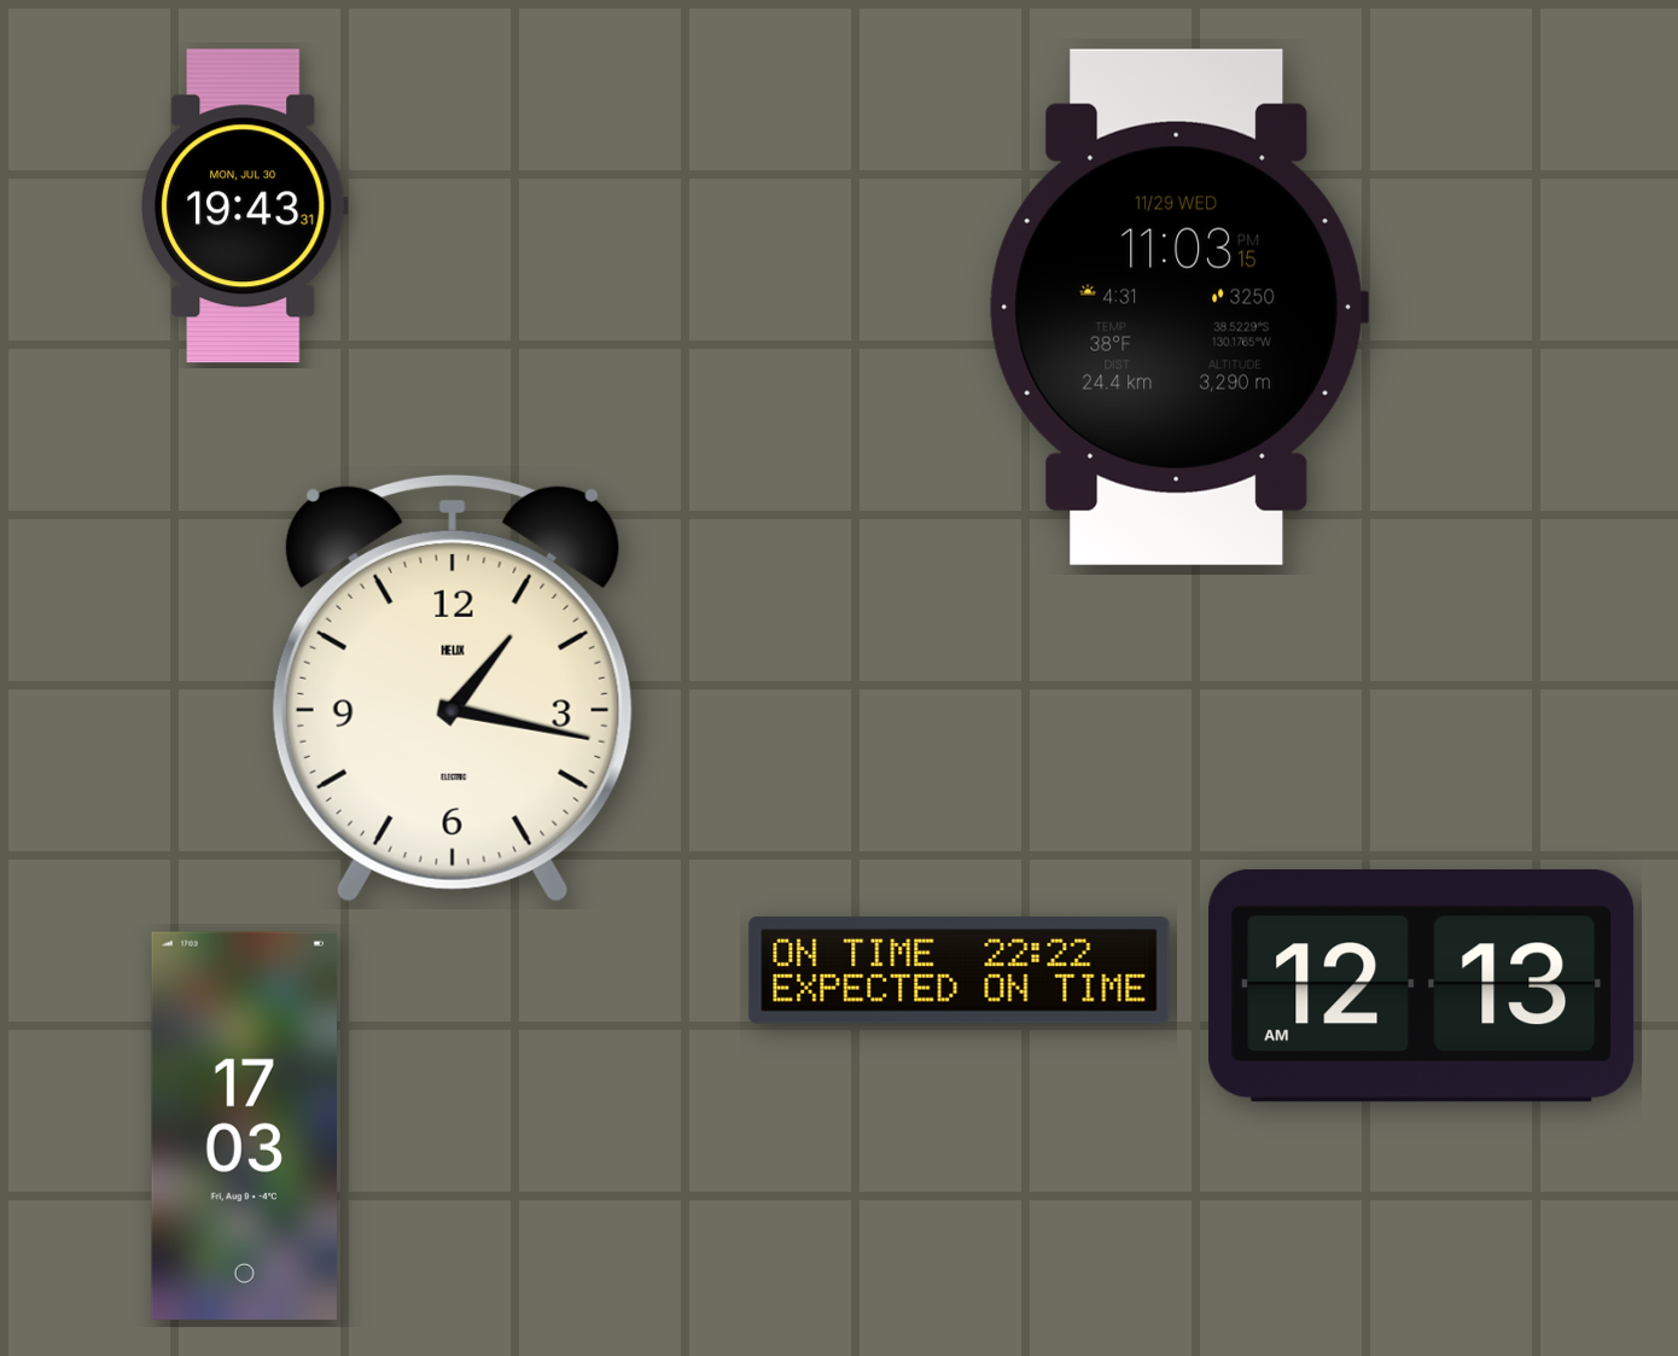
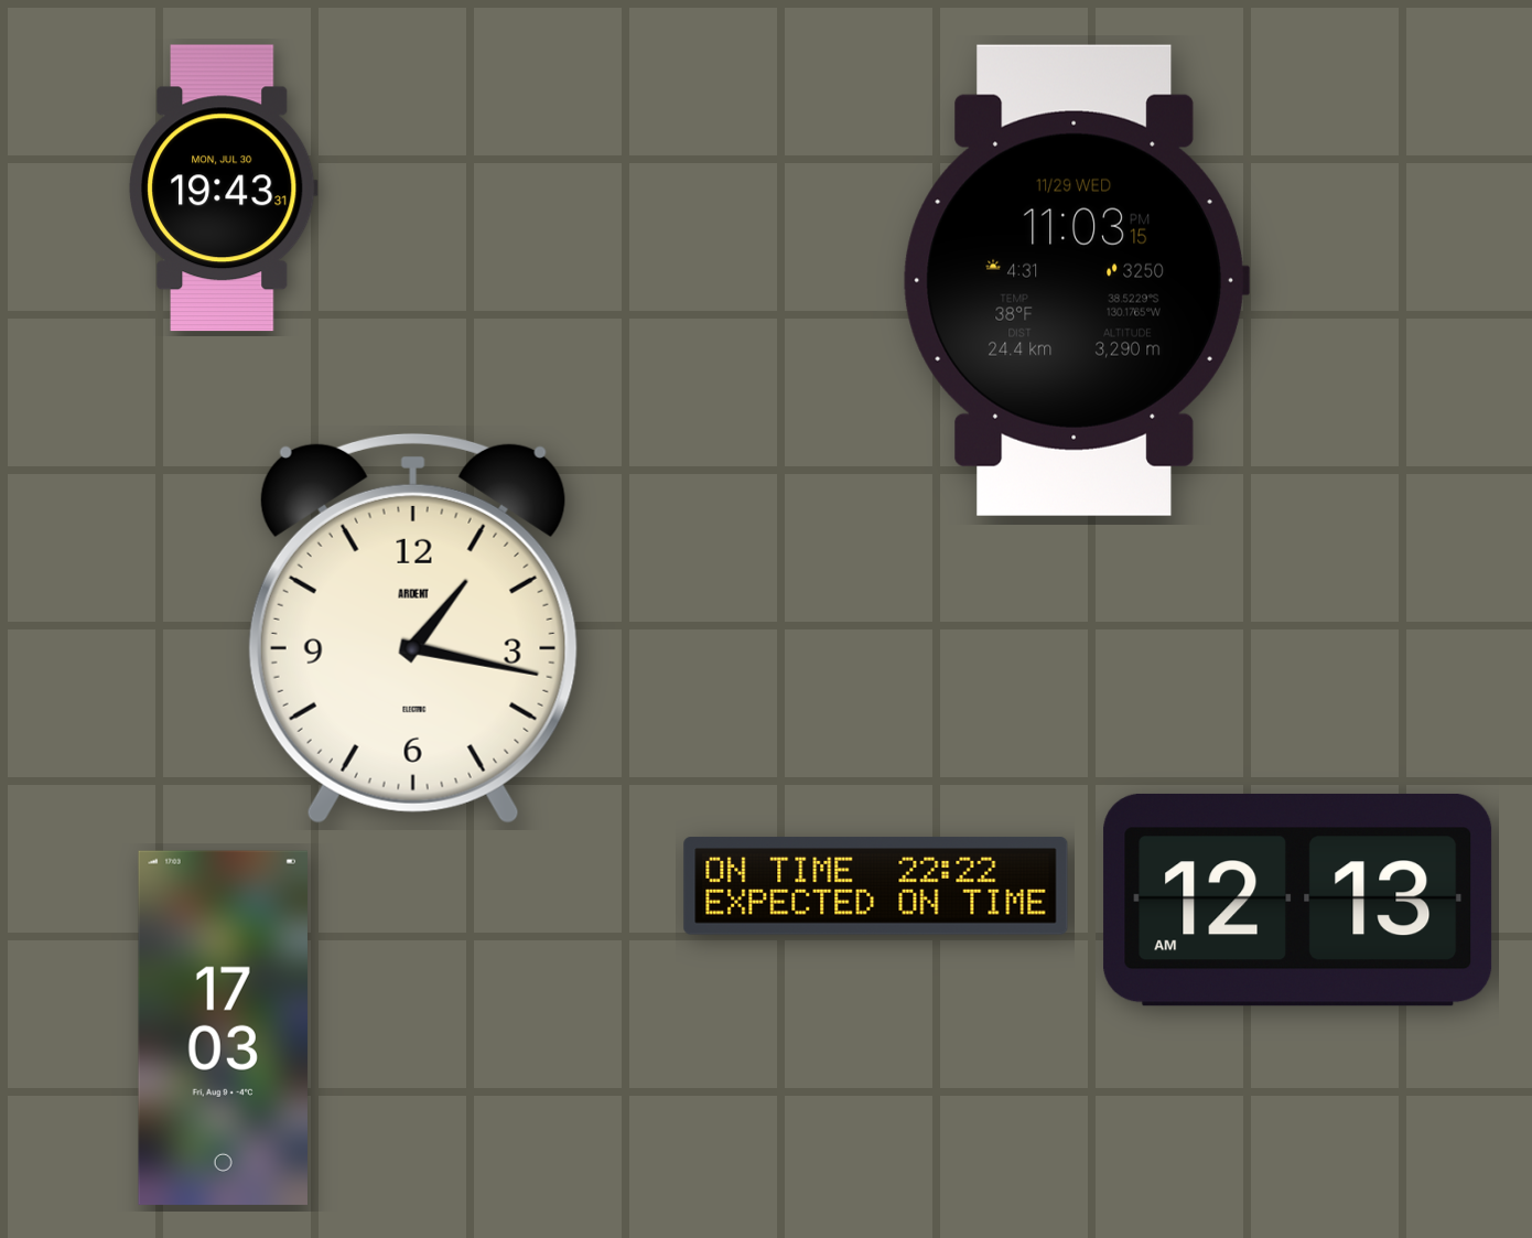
clock at (453, 688) brand: HELIX -> ARDENT
